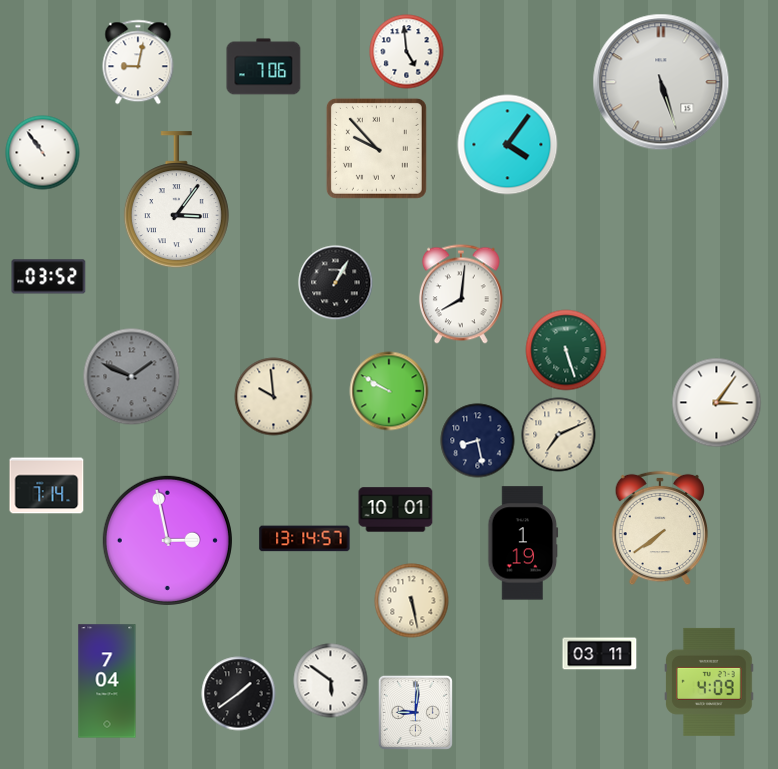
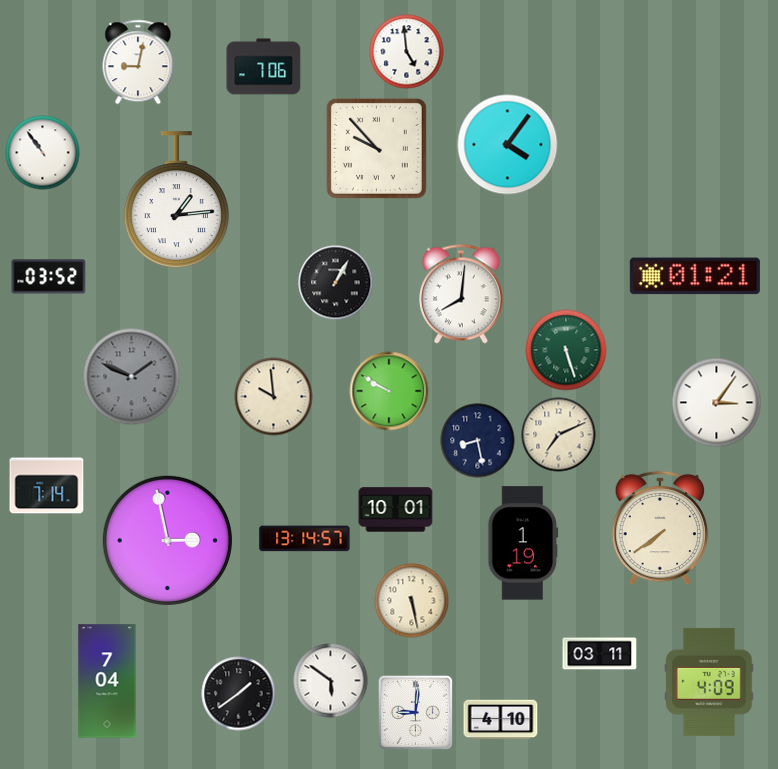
clock at (661, 82): 5:27 -> none
clock at (176, 200): 3:06 -> 1:14
clock at (695, 276): none -> 01:21
clock at (501, 720): none -> 4:10
